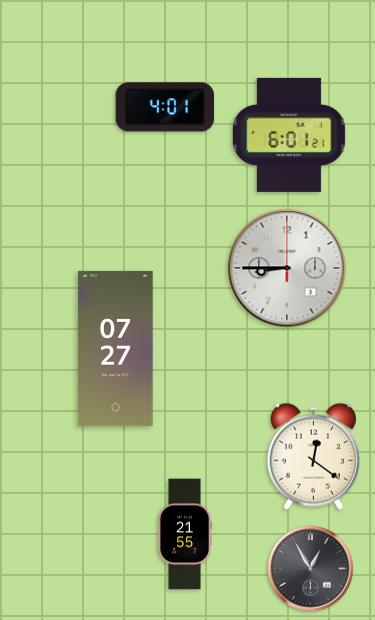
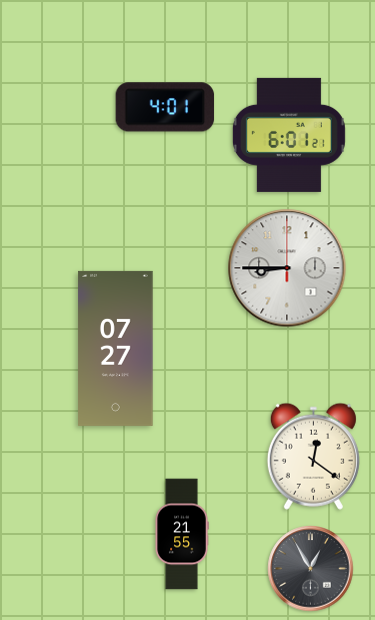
clock at (185, 534) position: (185, 534) -> (182, 534)
